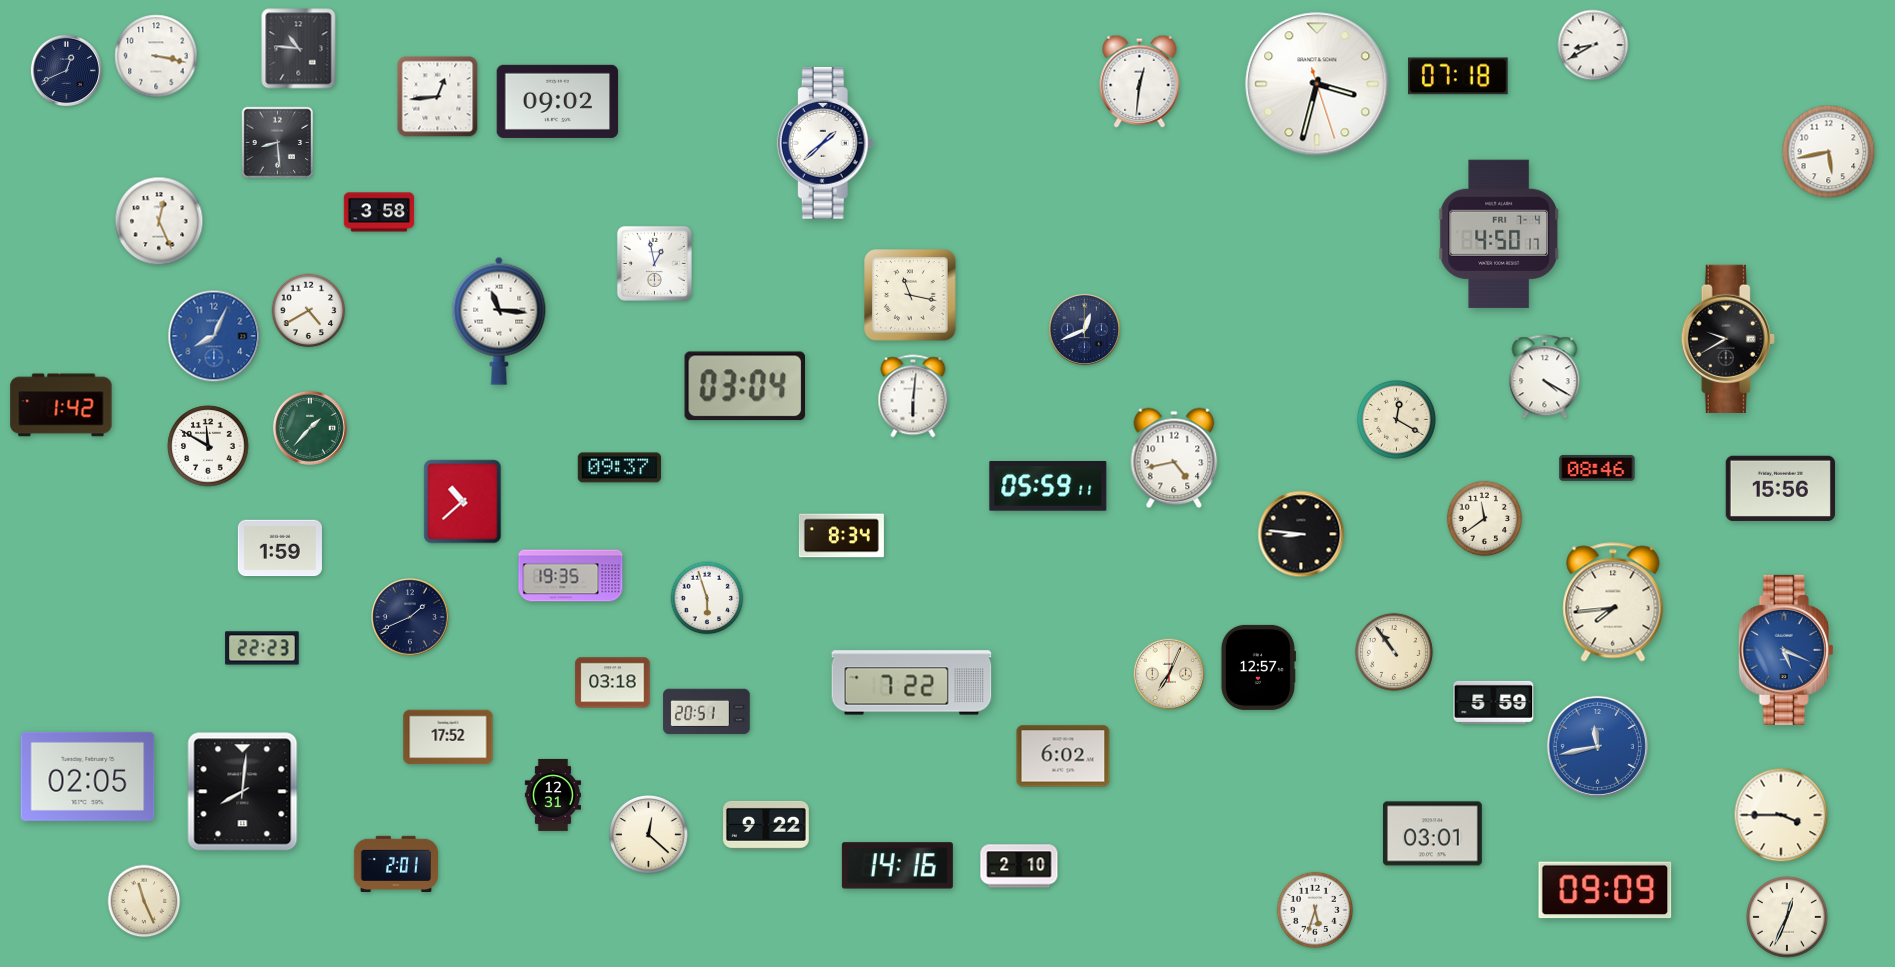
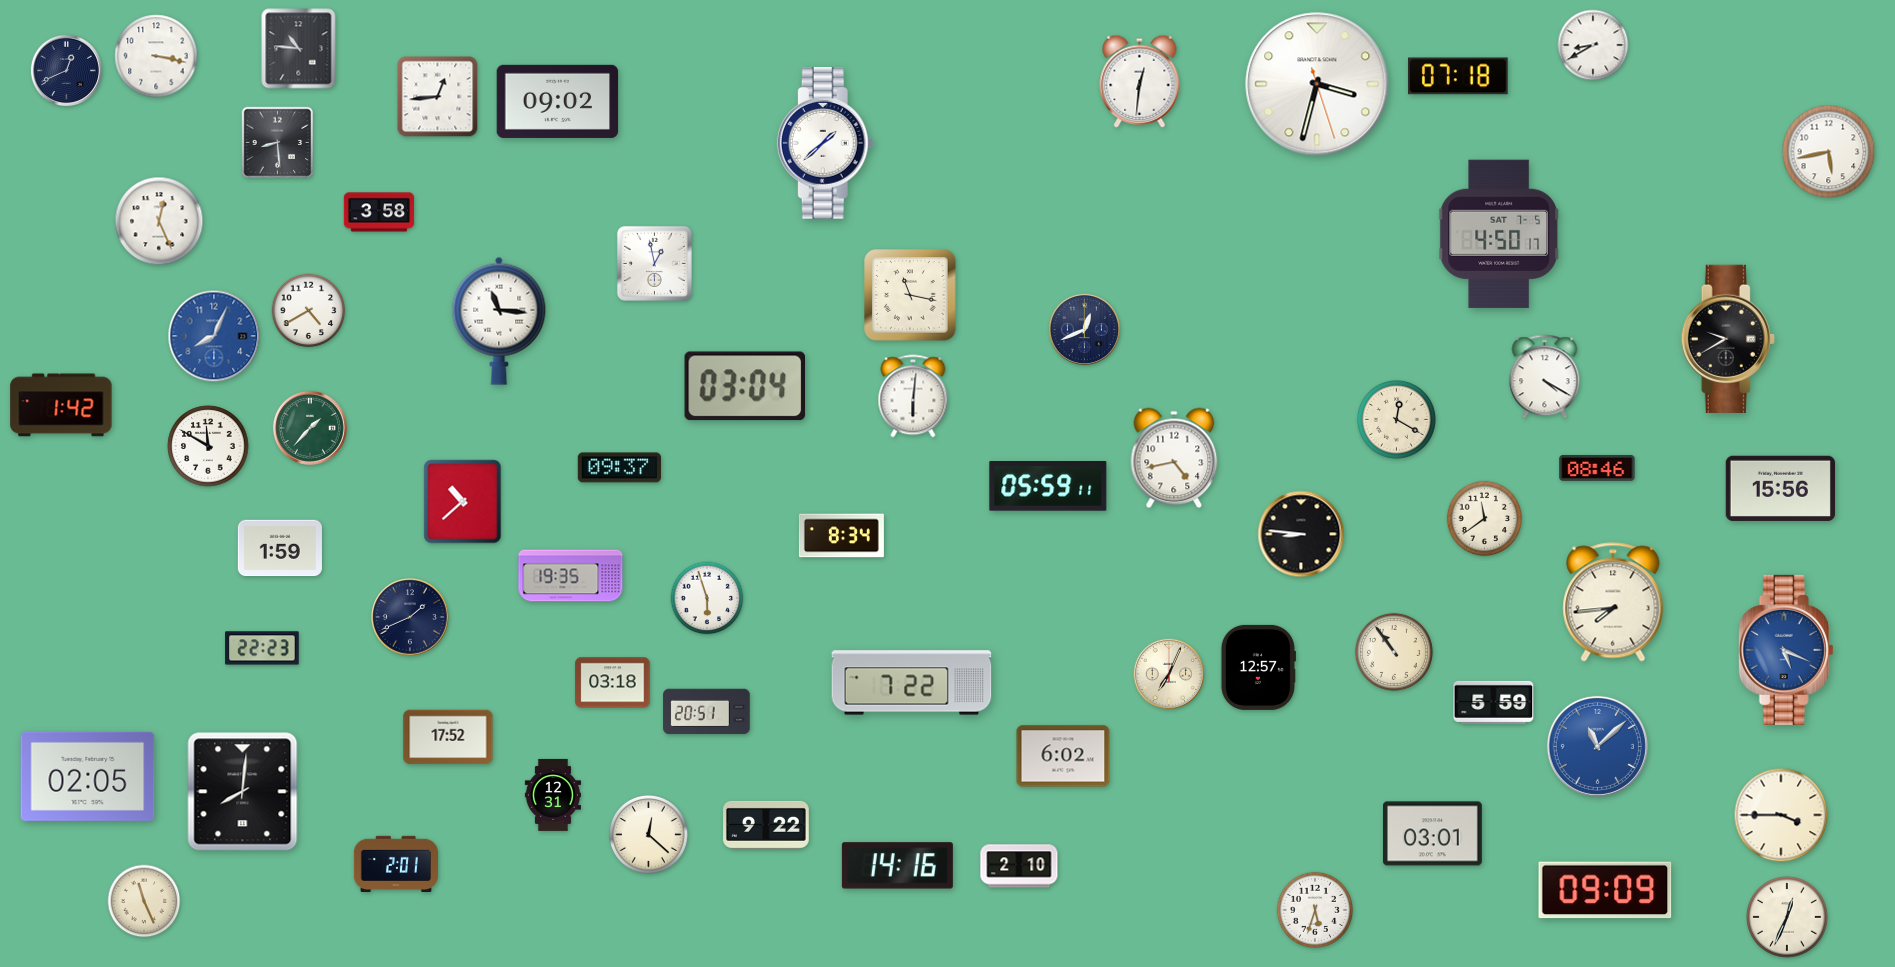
clock at (1499, 234) date: FRI 7-4 -> SAT 7-5
clock at (1597, 746): 11:43 -> 11:08
